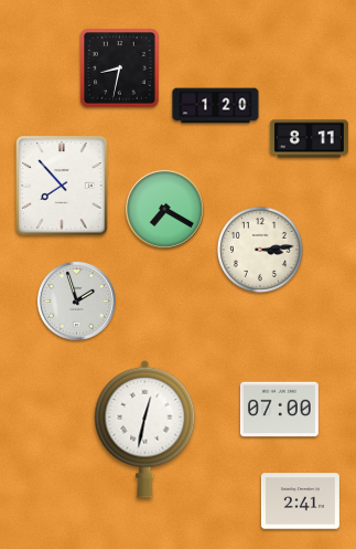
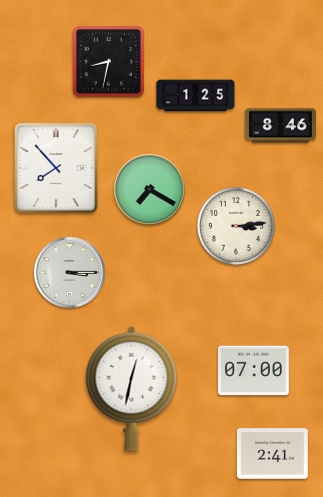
clock at (216, 106): 1:20 -> 1:25
clock at (309, 139): 8:11 -> 8:46
clock at (76, 300): 1:57 -> 3:15
